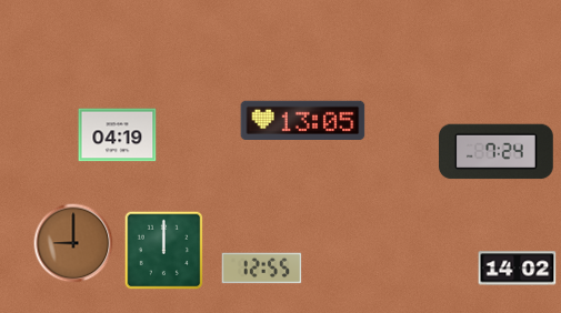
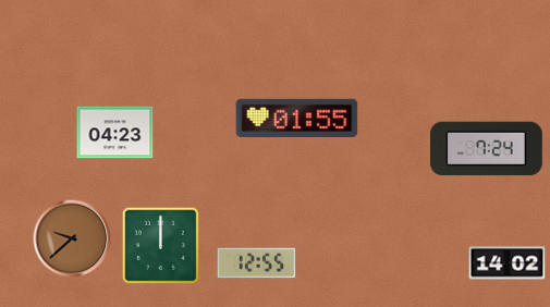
clock at (303, 120): 13:05 -> 01:55
clock at (118, 135): 04:19 -> 04:23
clock at (73, 243): 9:00 -> 9:38
